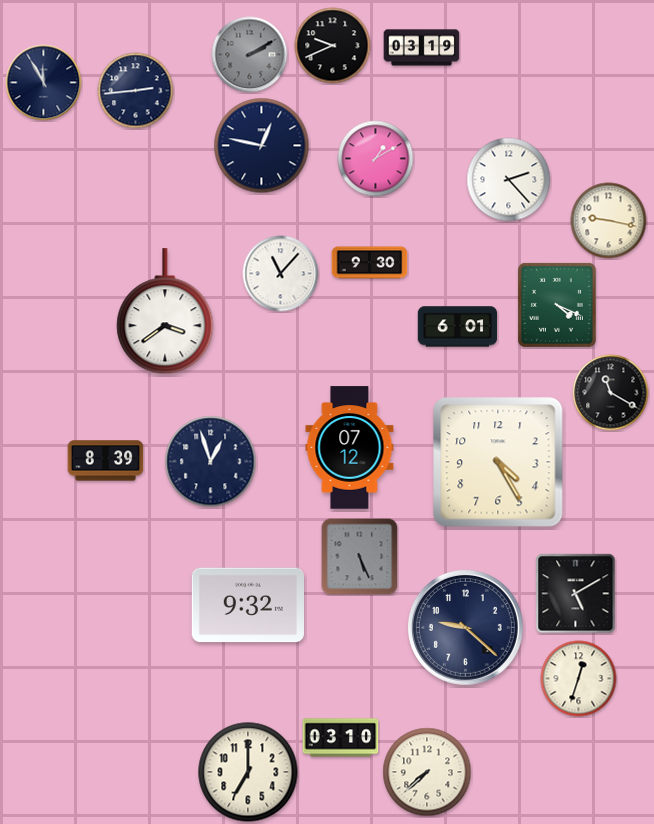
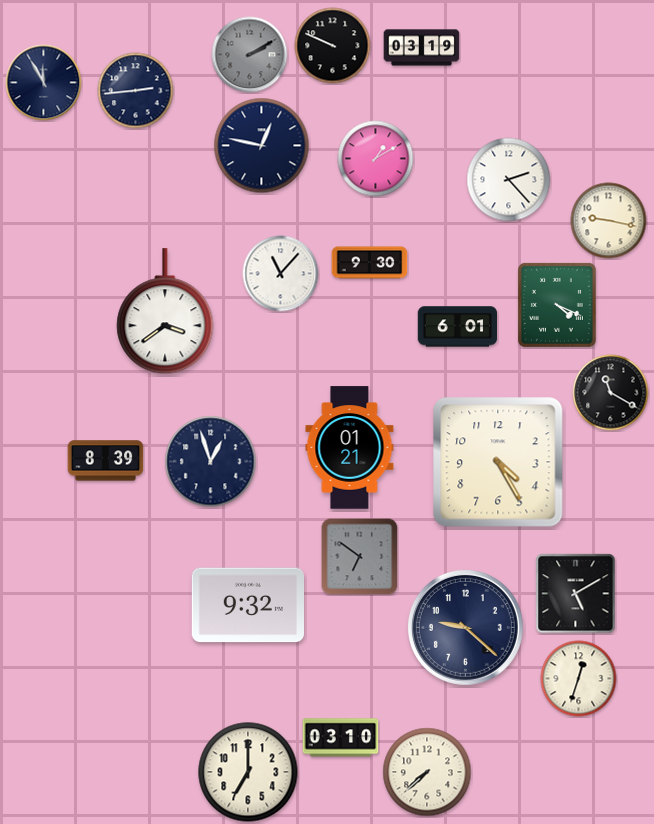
clock at (333, 46): 9:41 -> 9:49
clock at (350, 448): 07:12 -> 01:21
clock at (360, 557): 5:26 -> 6:51
